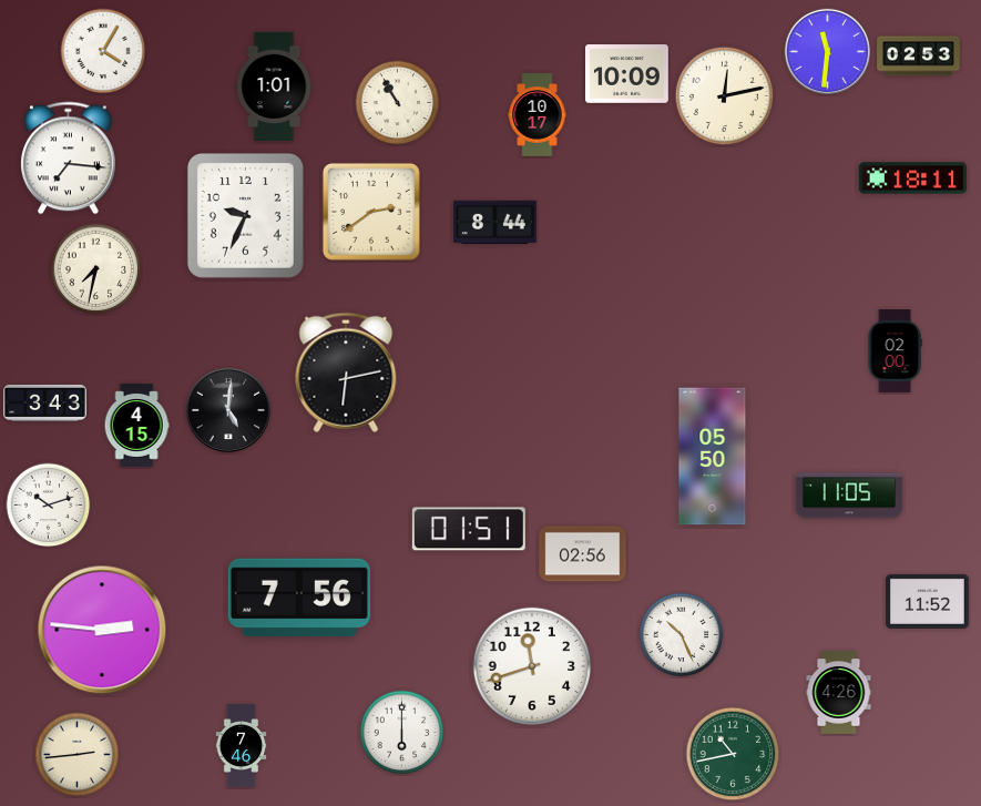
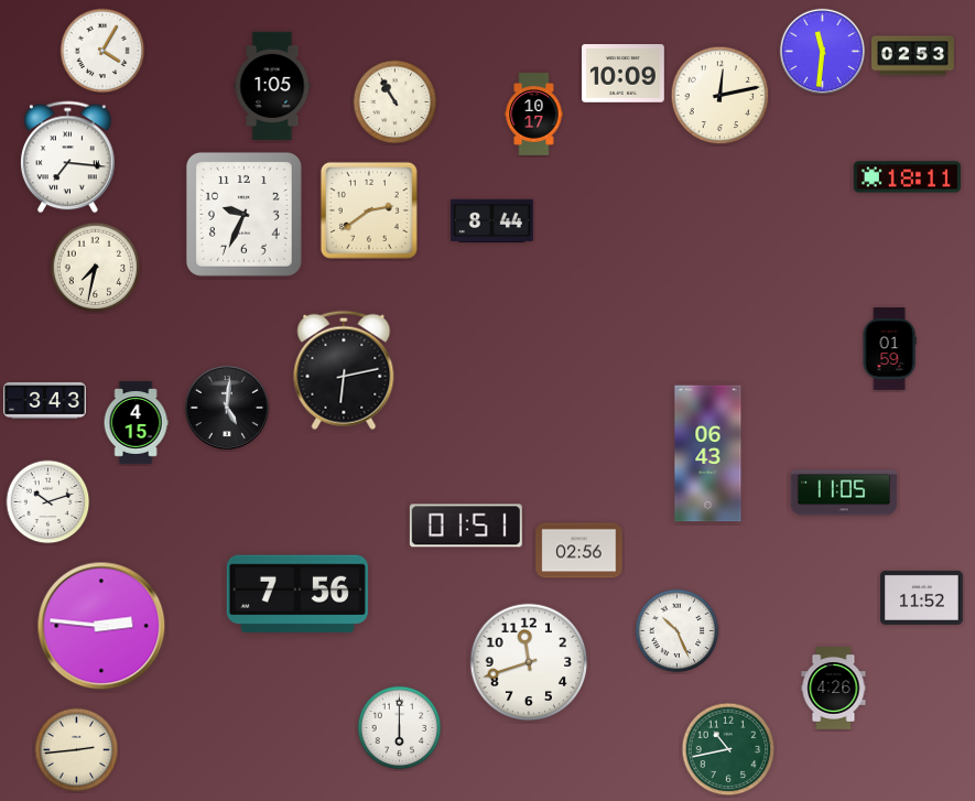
clock at (274, 85): 1:01 -> 1:05
clock at (895, 351): 02:00 -> 01:59
clock at (713, 457): 05:50 -> 06:43
clock at (242, 746): 7:46 -> none
